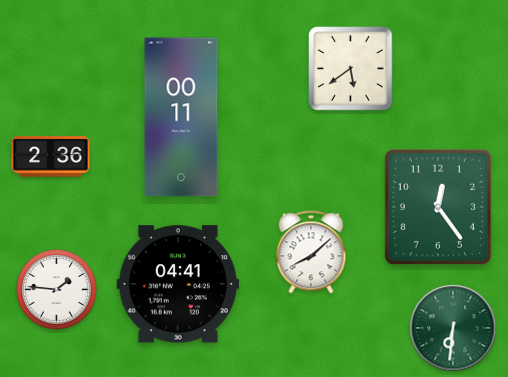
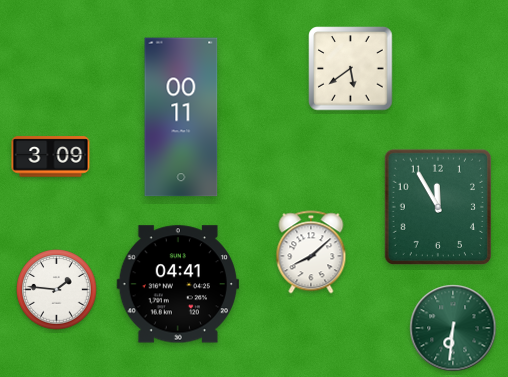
clock at (51, 157): 2:36 -> 3:09
clock at (438, 207): 12:24 -> 11:55
